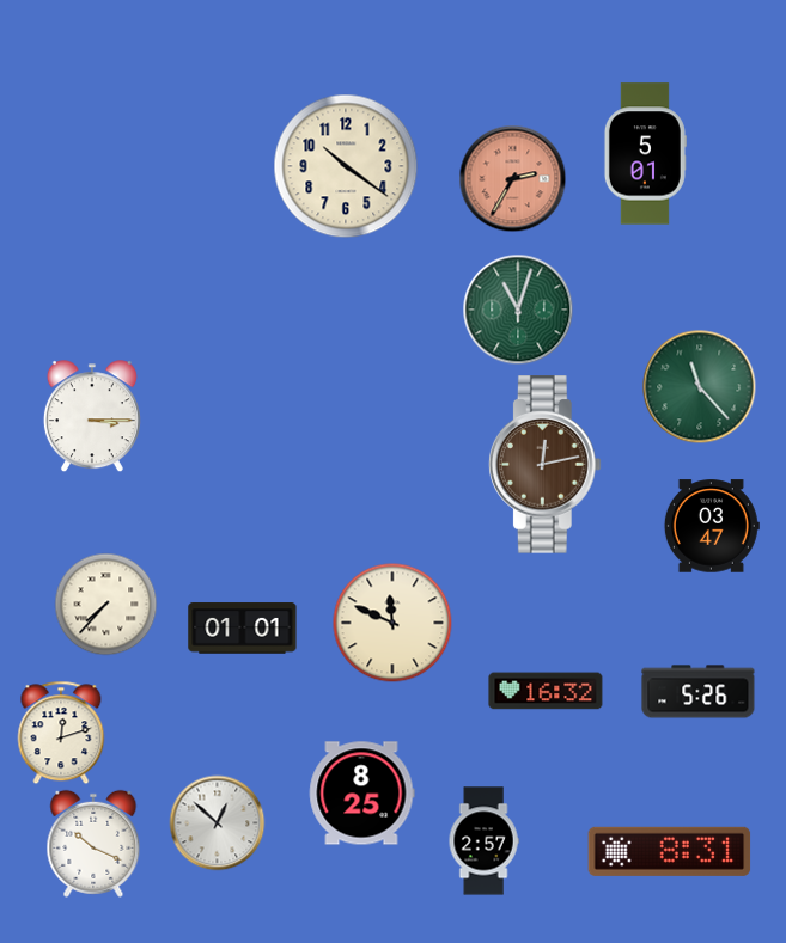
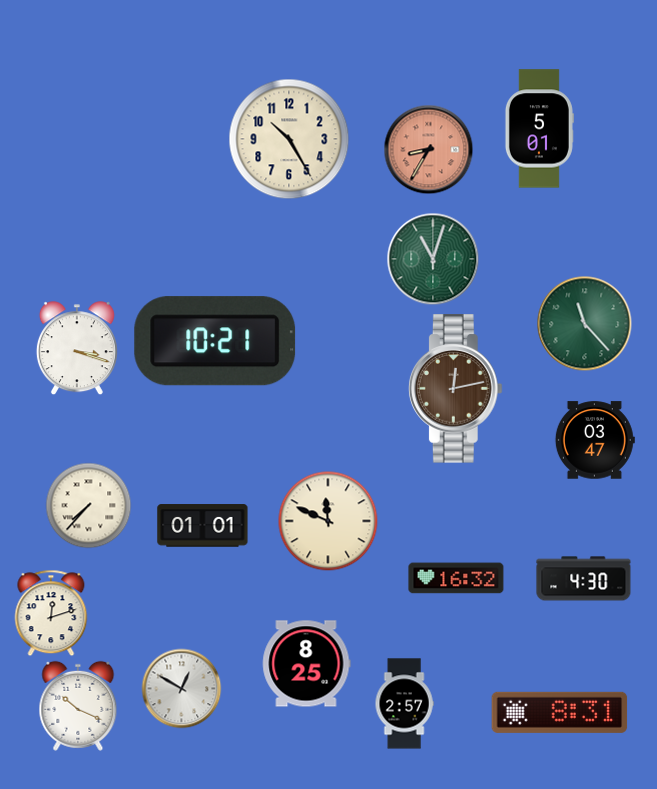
clock at (346, 166): 10:21 -> 10:25
clock at (513, 179): 2:35 -> 8:35
clock at (215, 341): none -> 10:21
clock at (92, 417): 3:15 -> 3:18
clock at (699, 692): 5:26 -> 4:30
clock at (361, 794) position: (361, 794) -> (306, 664)
clock at (218, 823): 12:52 -> 12:50
